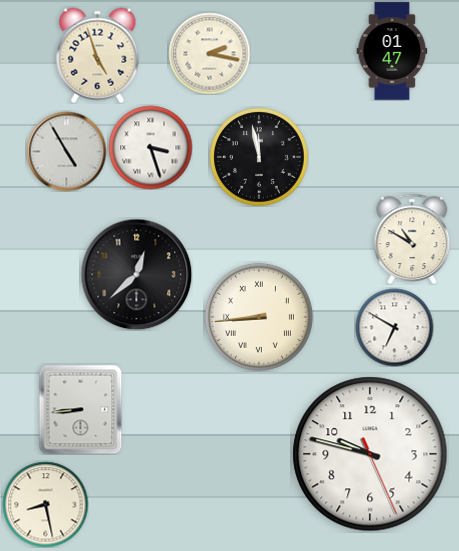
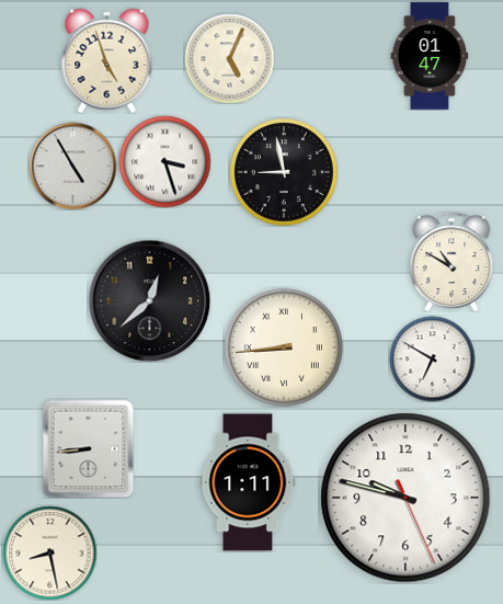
clock at (209, 53): 2:17 -> 5:04
clock at (260, 158): 11:58 -> 8:58
clock at (248, 482): none -> 1:11
